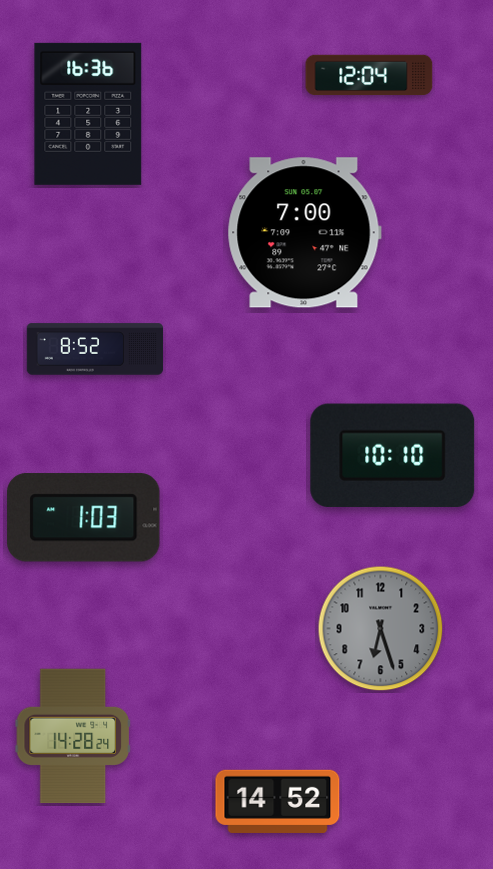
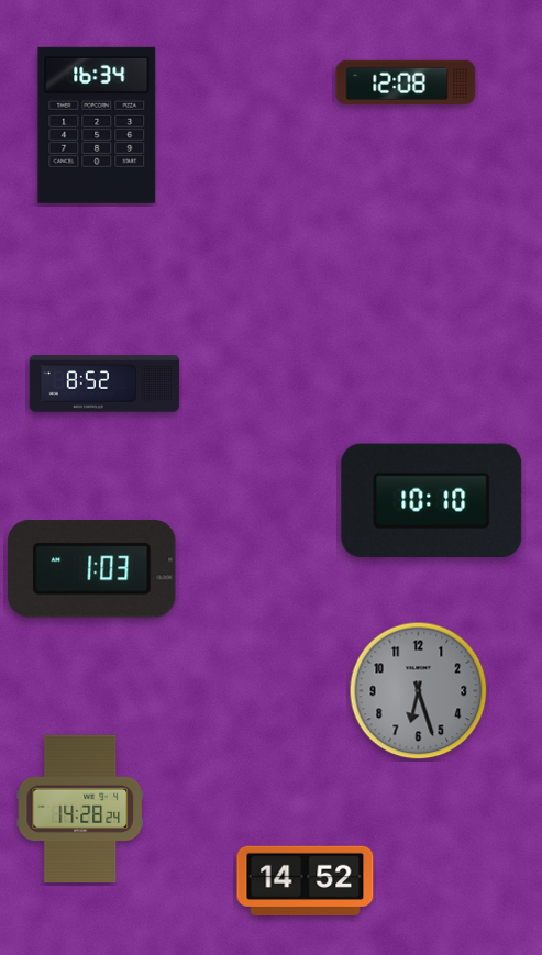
clock at (369, 75): 12:04 -> 12:08
clock at (88, 114): 16:36 -> 16:34
clock at (304, 233): 7:00 -> none
